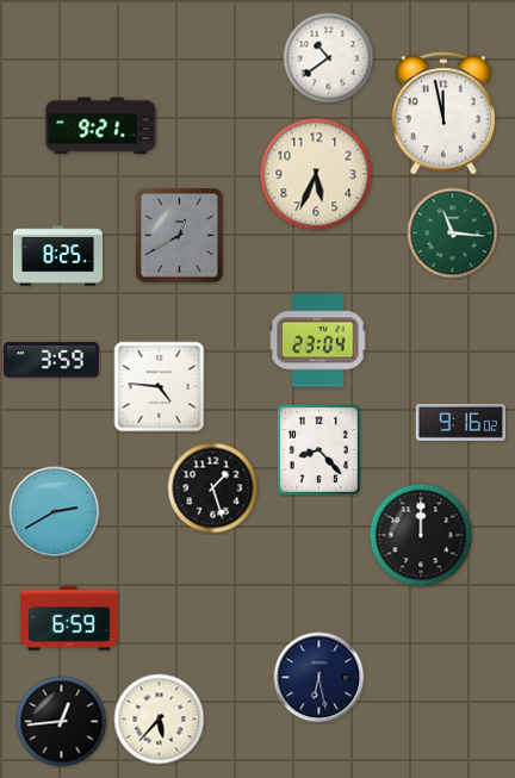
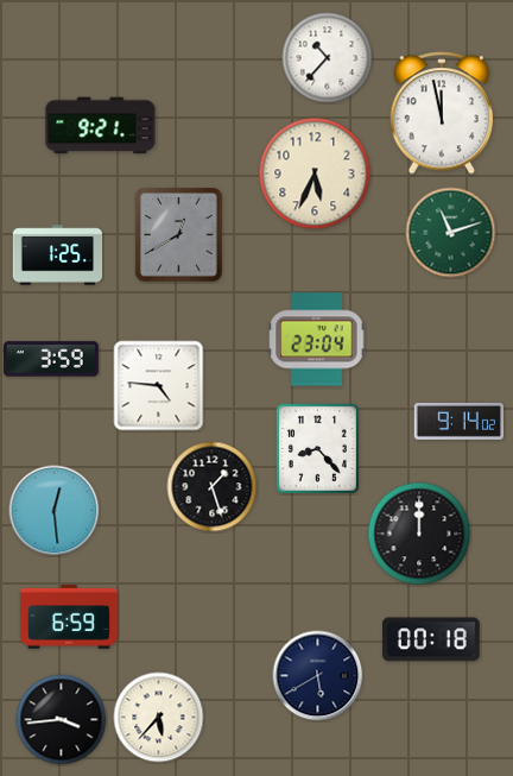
clock at (329, 58): 10:39 -> 10:37
clock at (453, 234): 11:16 -> 11:12
clock at (58, 256): 8:25 -> 1:25
clock at (460, 422): 9:16 -> 9:14
clock at (55, 512): 2:40 -> 12:29
clock at (432, 639): none -> 00:18
clock at (319, 678): 6:28 -> 5:40
clock at (62, 722): 12:44 -> 3:44
